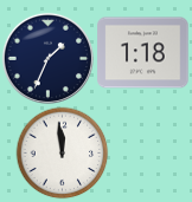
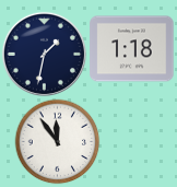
clock at (47, 58): 1:34 -> 1:32
clock at (62, 152): 11:59 -> 11:54
